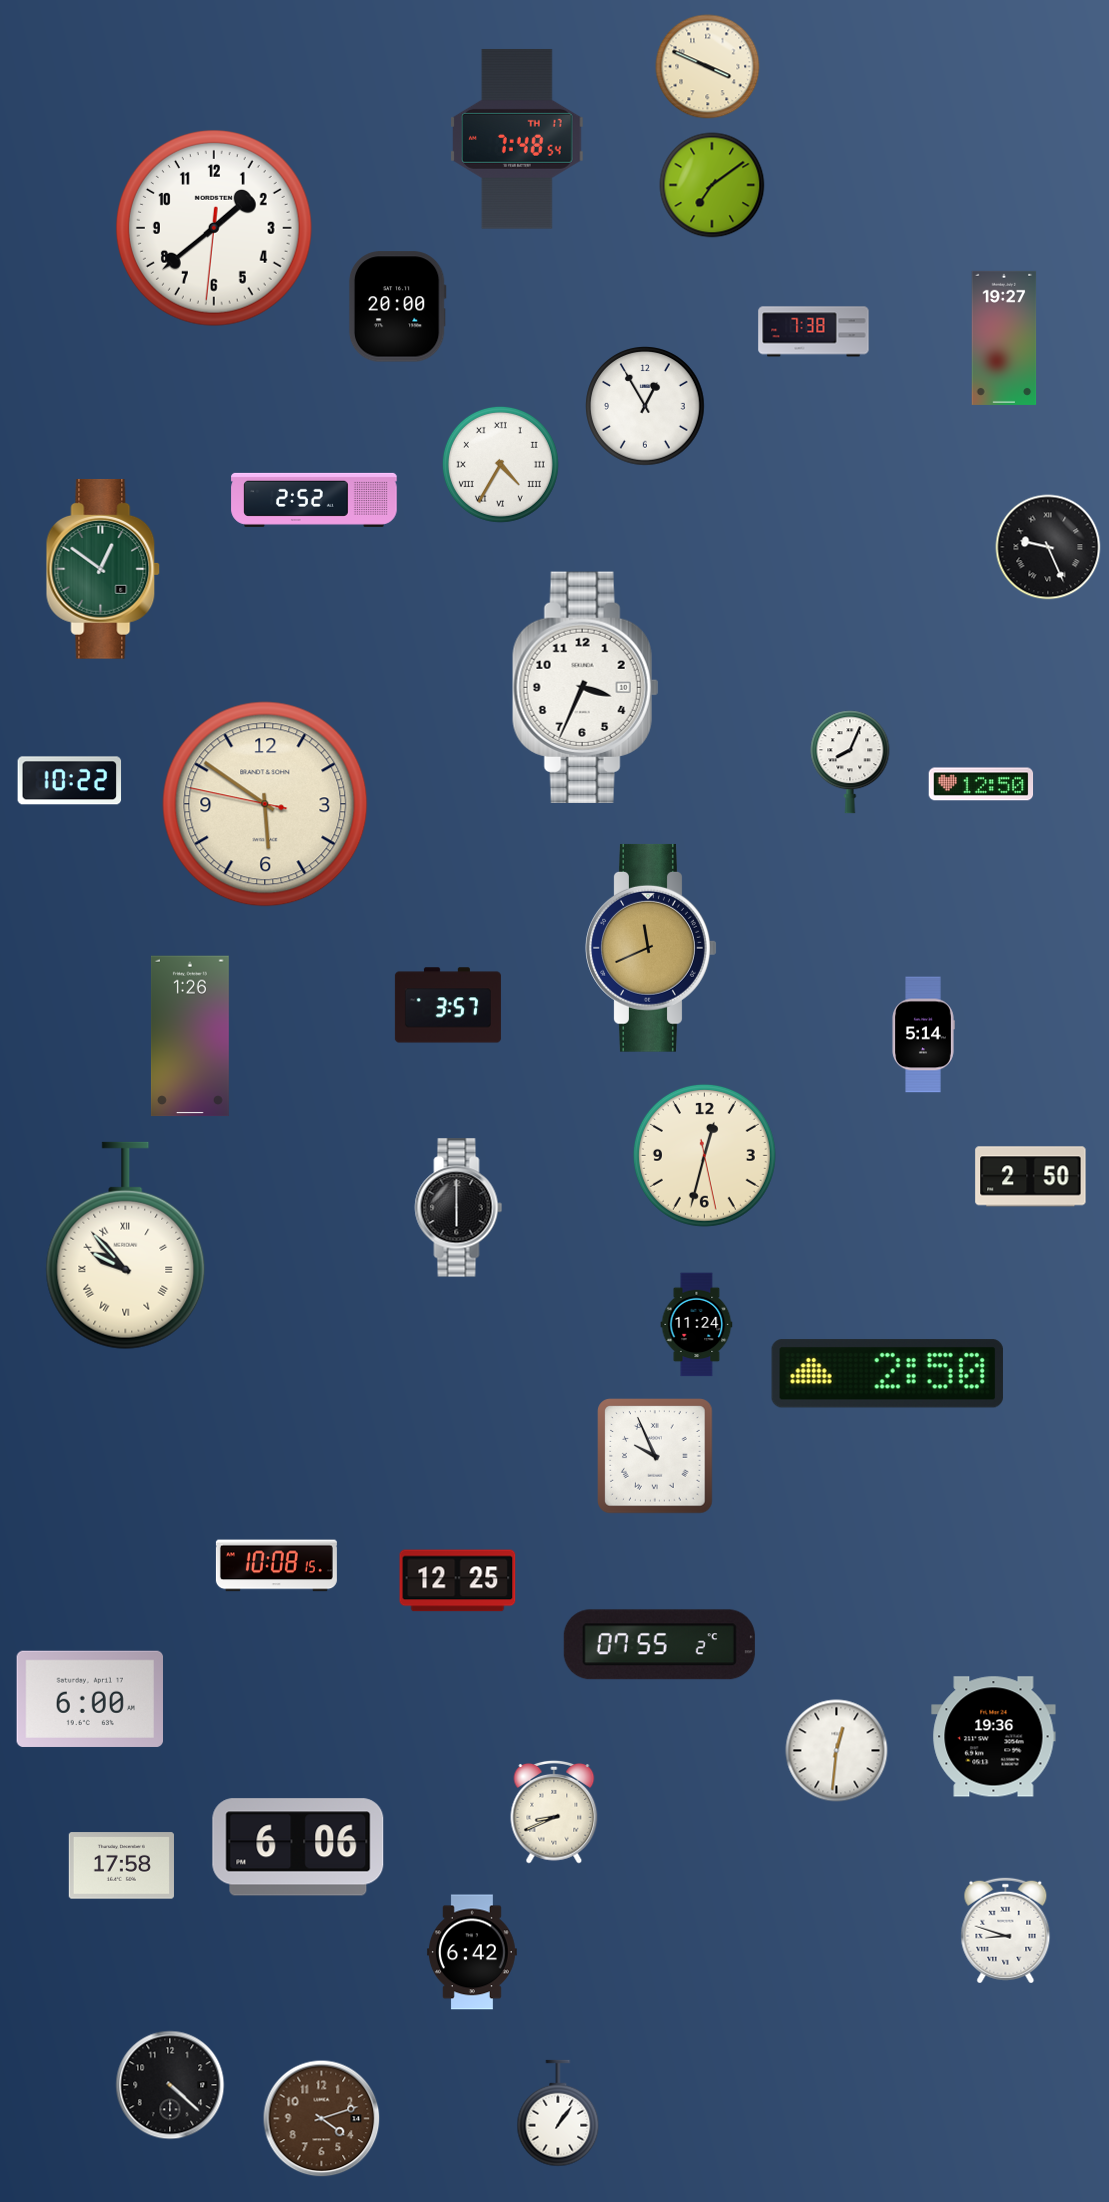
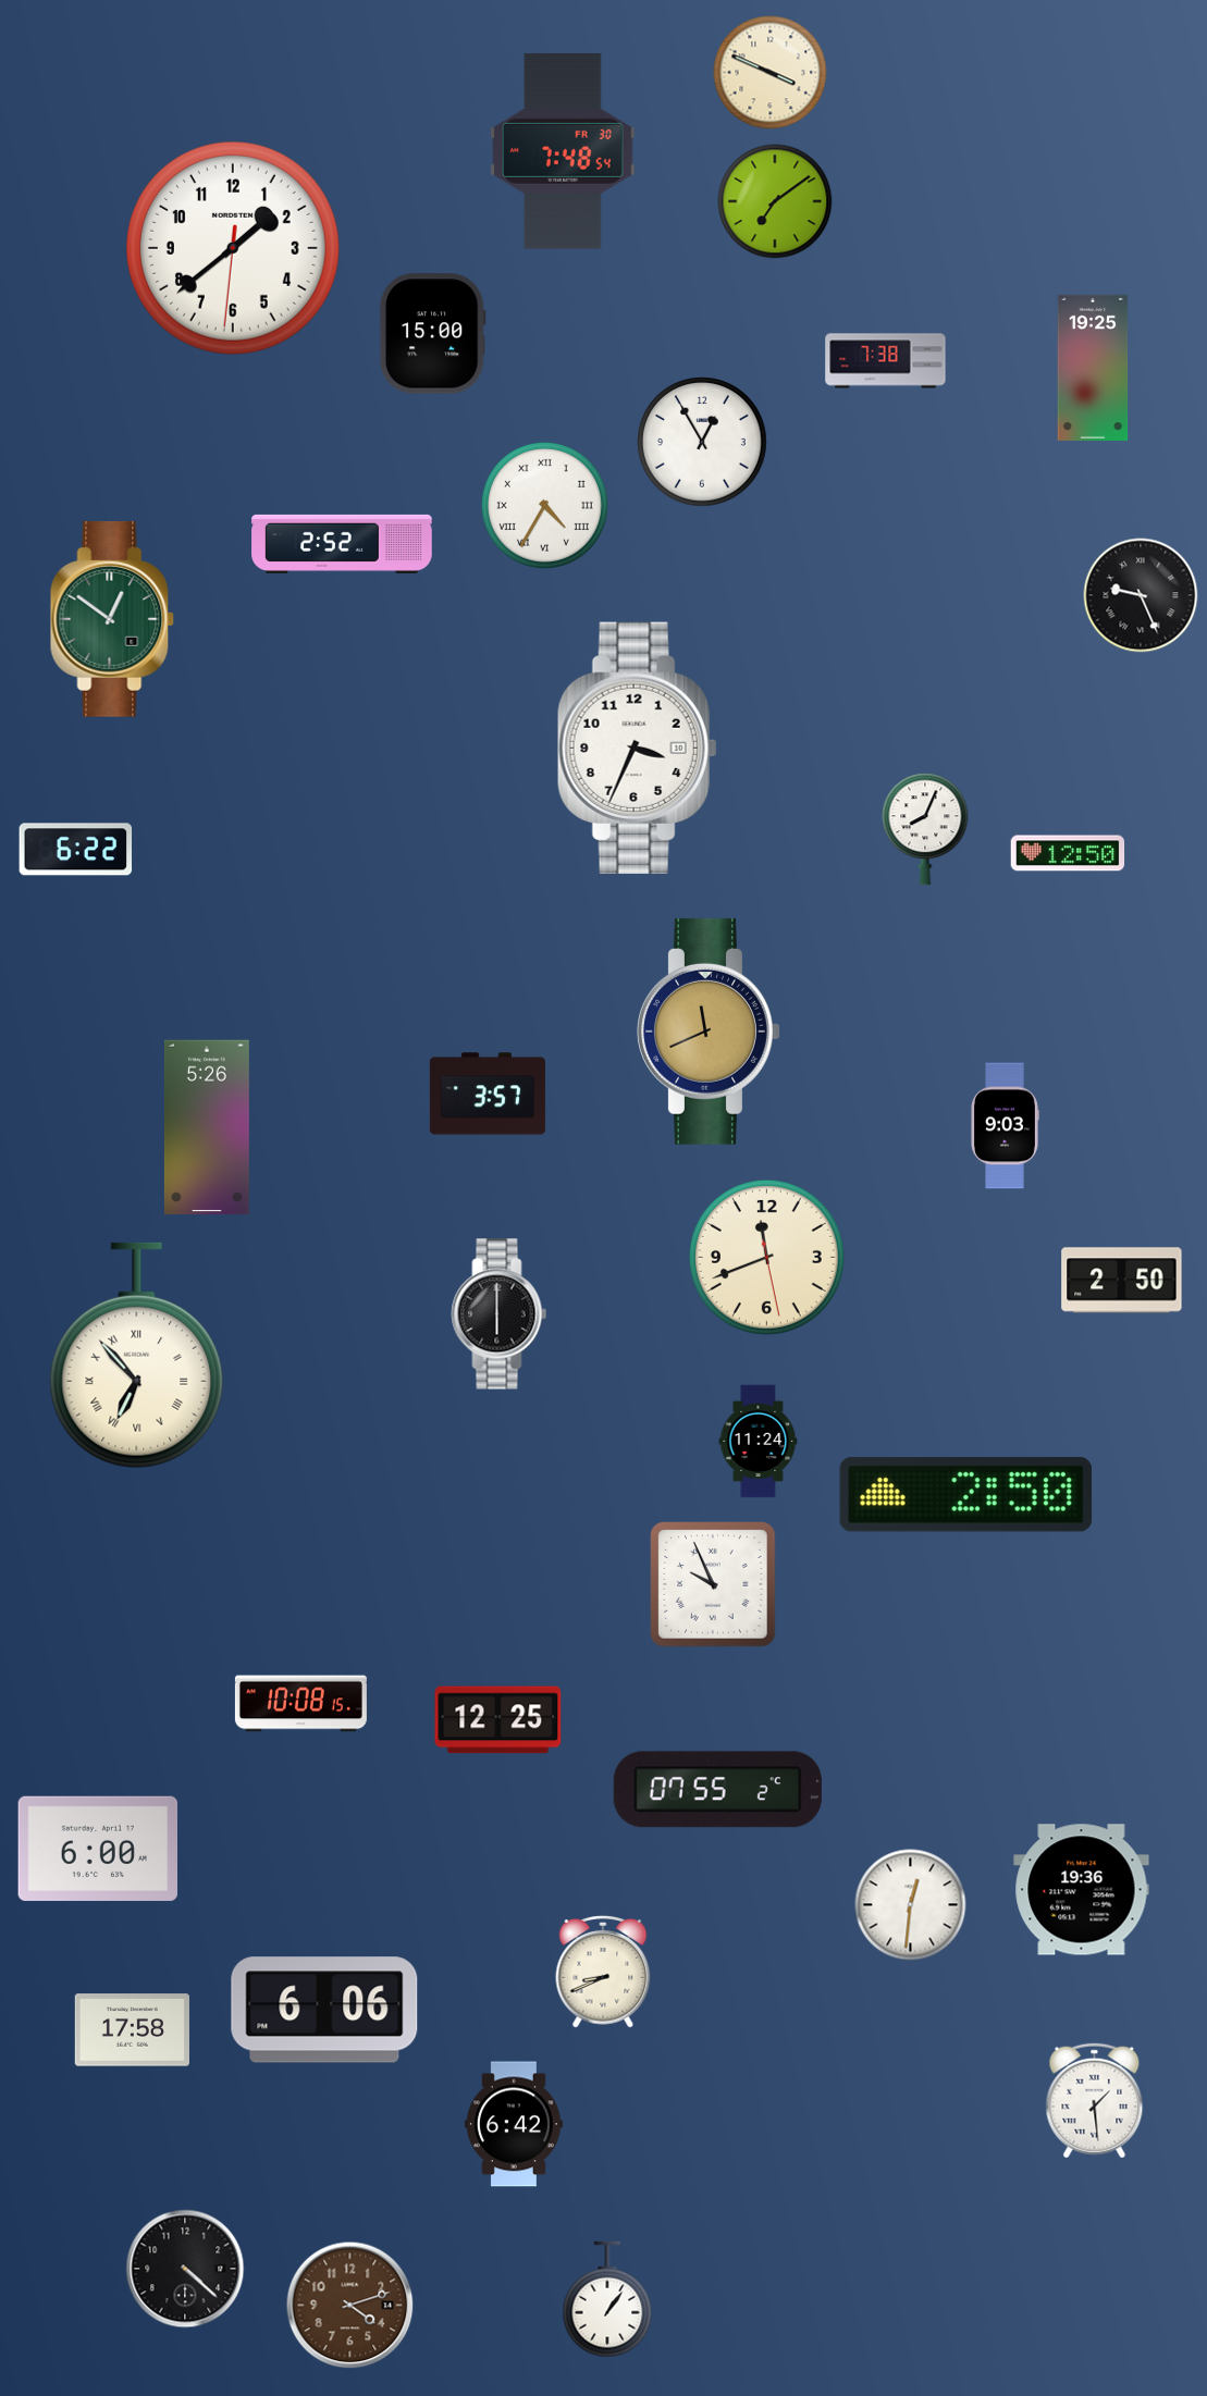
clock at (518, 139) date: TH 17 -> FR 30
clock at (397, 307): 20:00 -> 15:00
clock at (1004, 338): 19:27 -> 19:25
clock at (70, 781): 10:22 -> 6:22
clock at (265, 804): 5:50 -> none
clock at (923, 1035): 5:14 -> 9:03
clock at (190, 1036): 1:26 -> 5:26
clock at (704, 1155): 12:32 -> 11:41
clock at (126, 1246): 9:53 -> 6:53
clock at (1006, 1931): 8:48 -> 1:29
